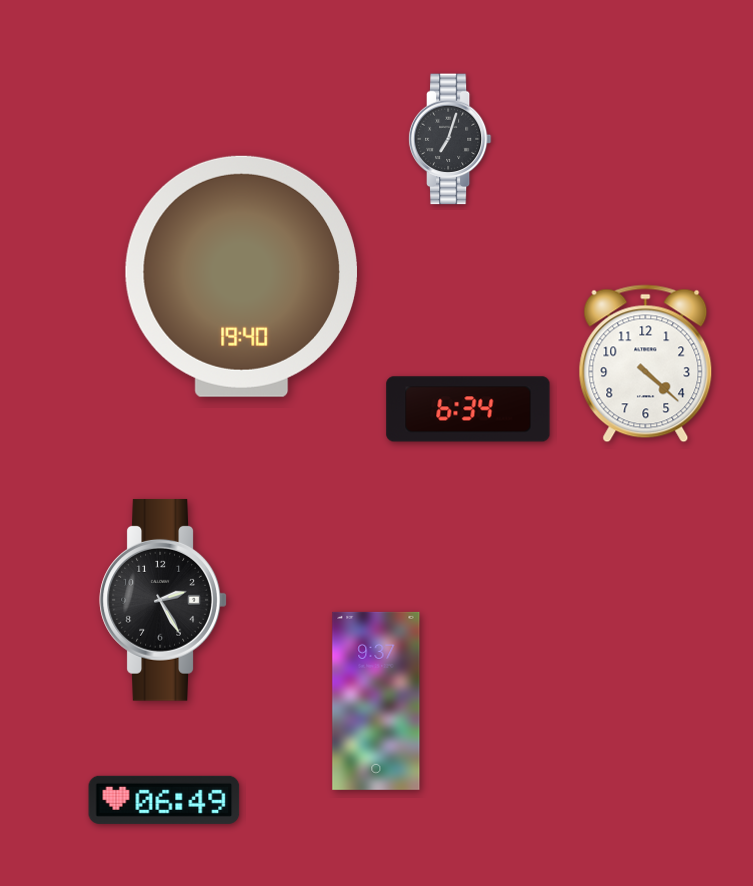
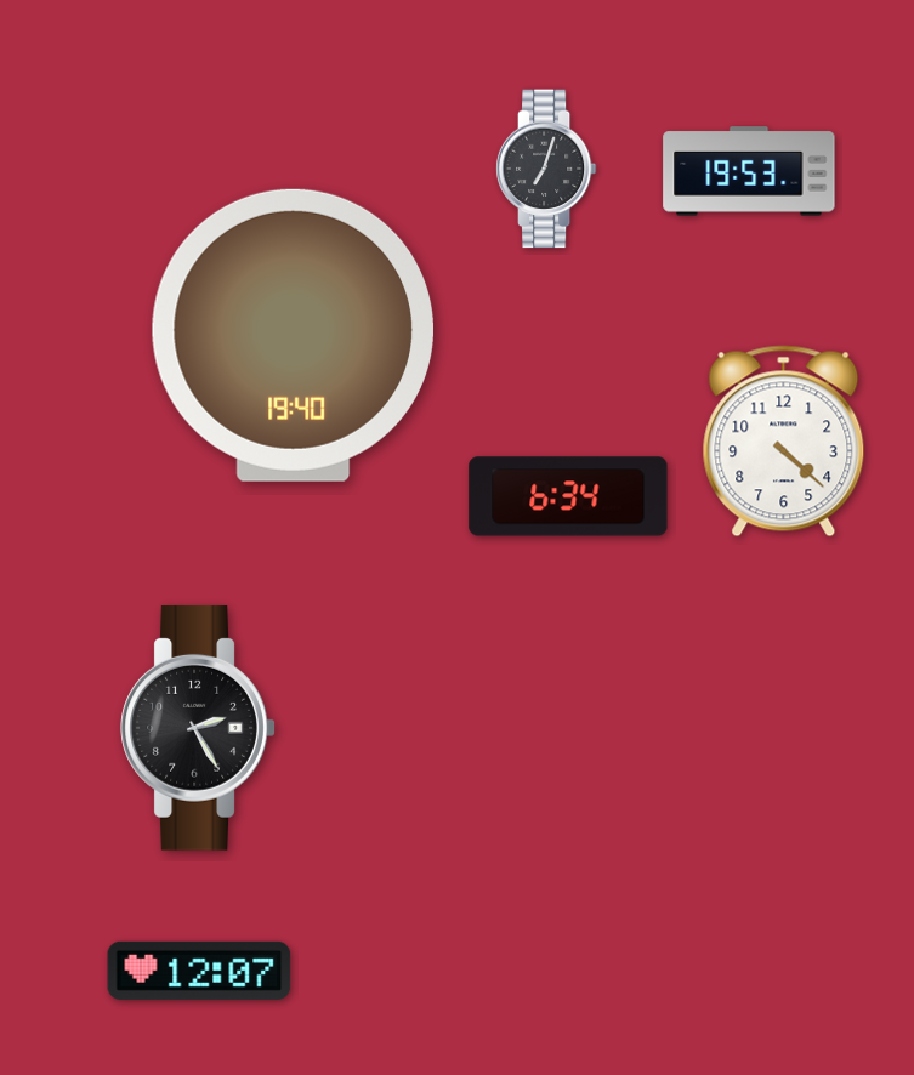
clock at (749, 171): none -> 19:53
clock at (376, 701): 9:37 -> none
clock at (164, 800): 06:49 -> 12:07
